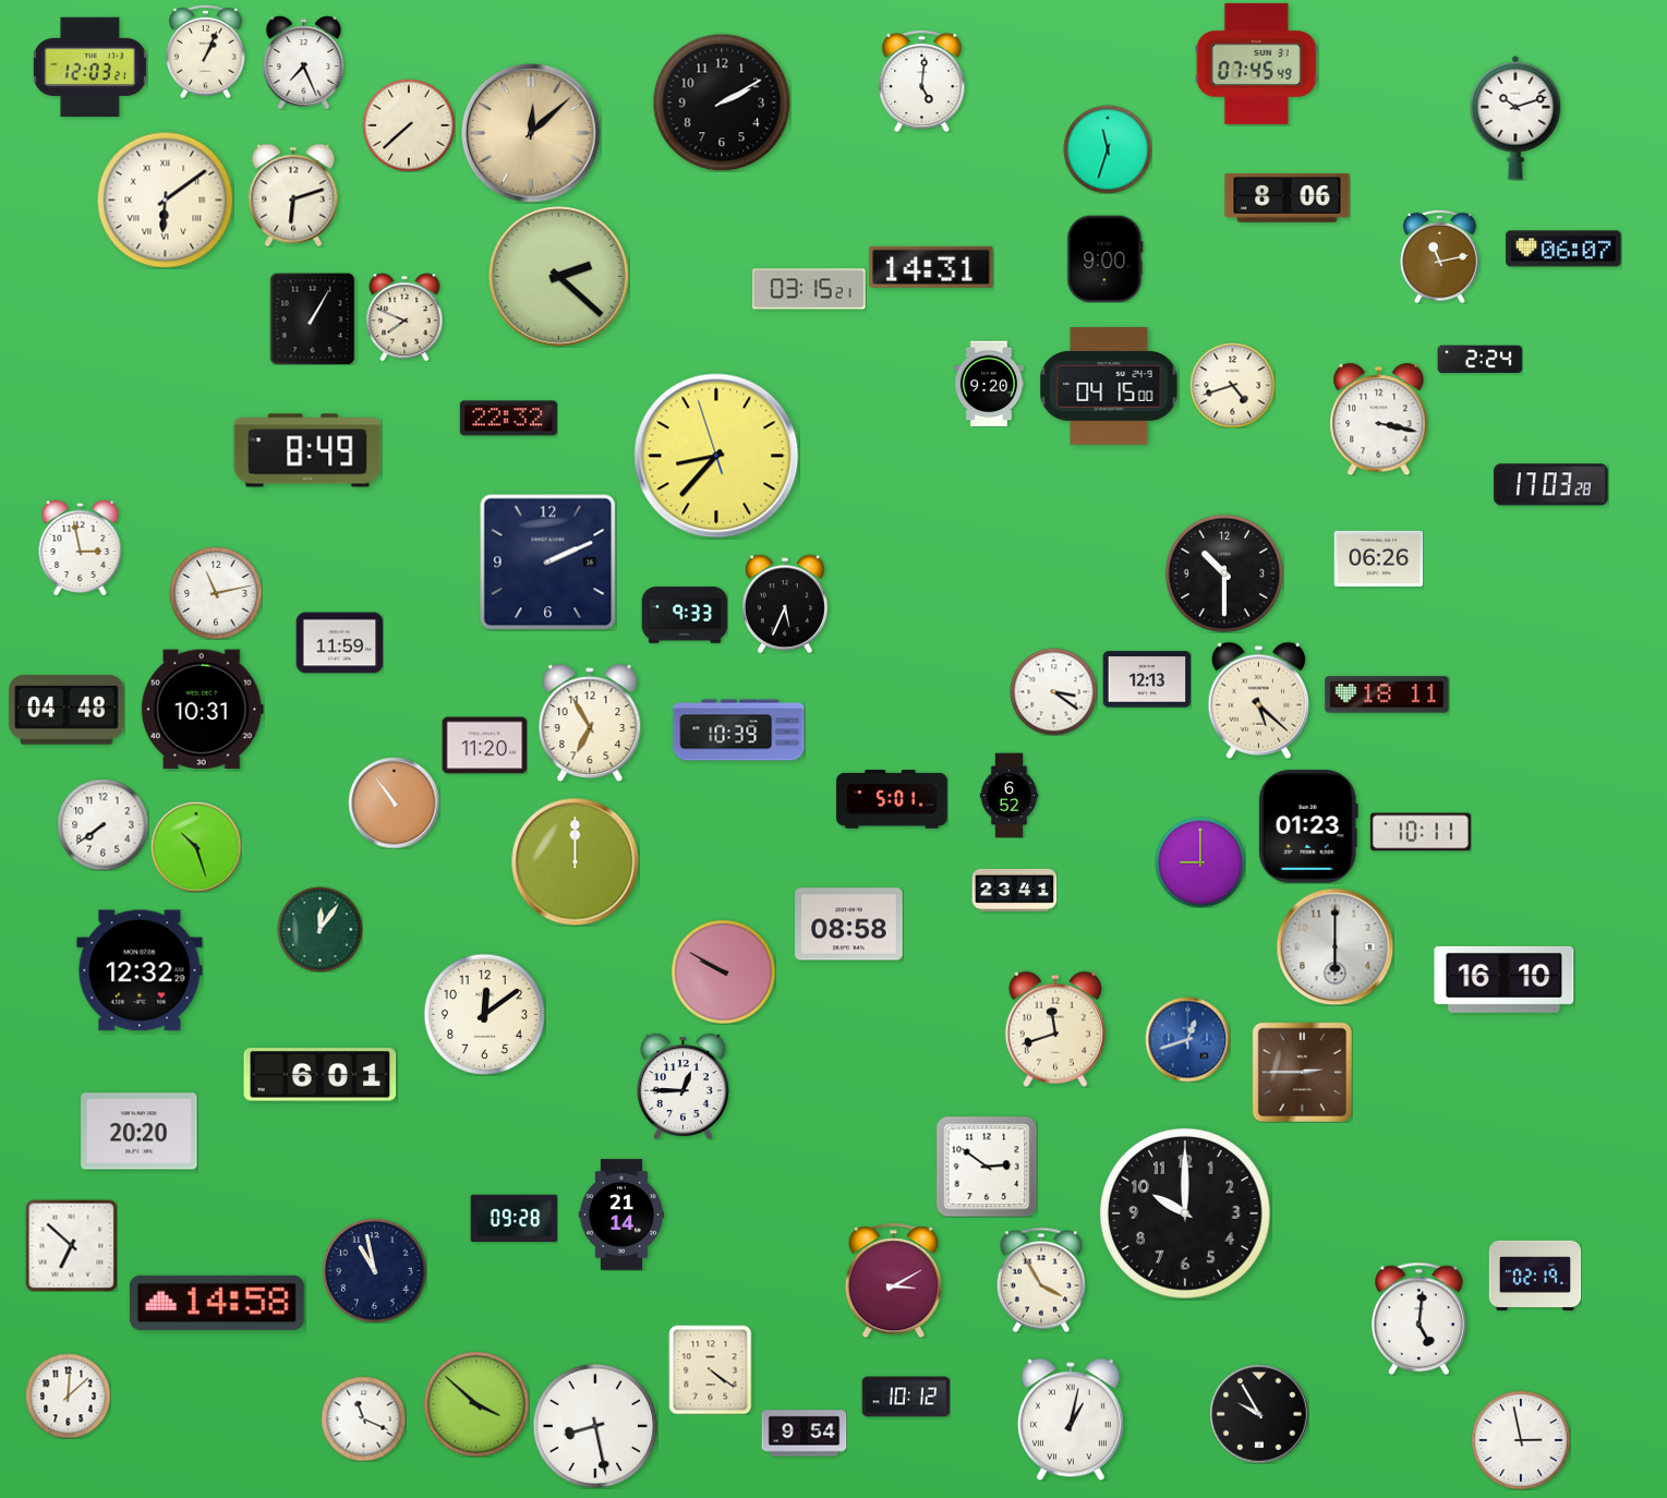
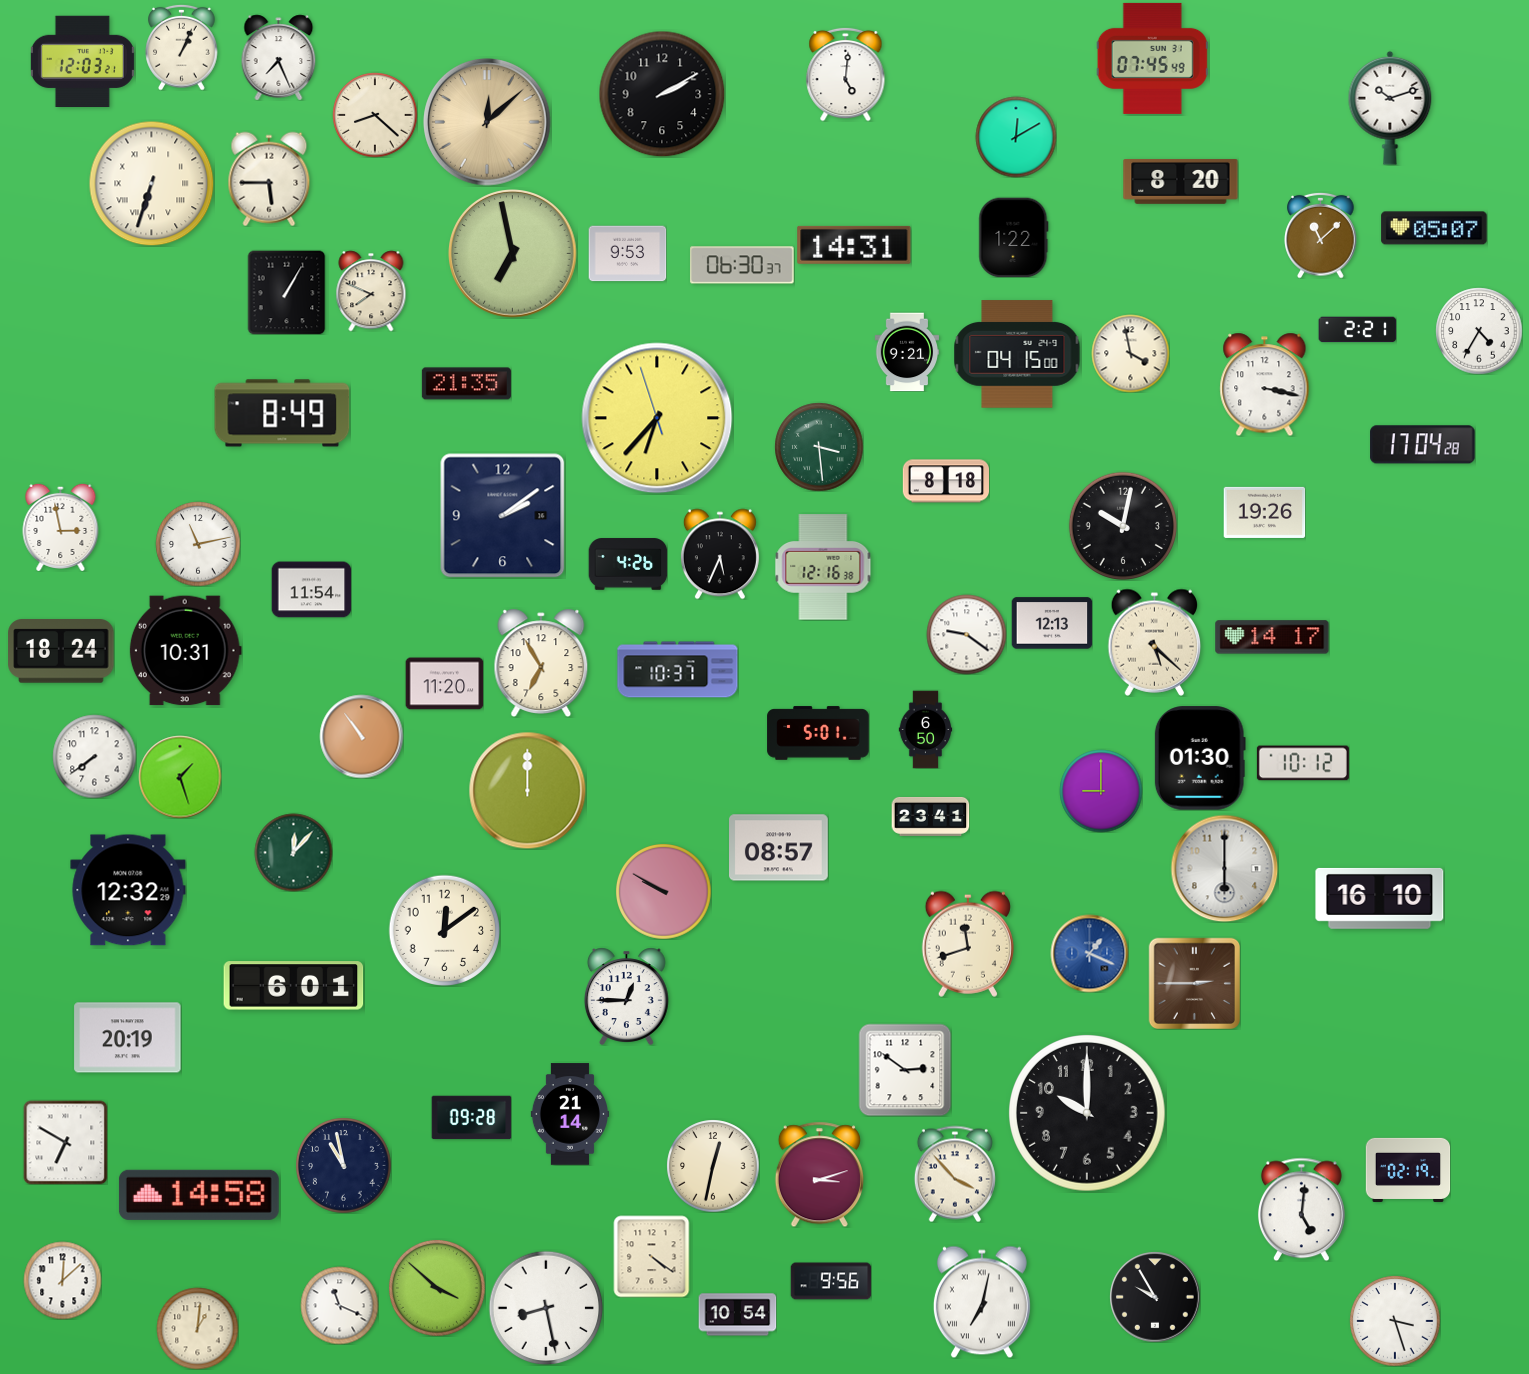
clock at (206, 51) position: (206, 51) -> (182, 47)
clock at (409, 125): 7:38 -> 8:22
clock at (1108, 149): 11:33 -> 12:10
clock at (293, 195): 6:12 -> 5:45
clock at (1288, 198): 8:06 -> 8:20
clock at (165, 200): 6:09 -> 6:33
clock at (1563, 249): 06:07 -> 05:07
clock at (1440, 256): 11:13 -> 11:08
clock at (1106, 258): 9:00 -> 1:22
clock at (559, 277): 2:22 -> 6:58
clock at (627, 254): none -> 9:53
clock at (809, 289): 03:15 -> 06:30
clock at (1479, 360): 2:24 -> 2:21
clock at (1479, 331): none -> 4:35
clock at (988, 384): 9:20 -> 9:21
clock at (1232, 385): 4:42 -> 3:58
clock at (508, 419): 22:32 -> 21:35
clock at (716, 456): 8:36 -> 6:36
clock at (1551, 485): 17:03 -> 17:04
clock at (819, 447): none -> 3:29
clock at (945, 481): none -> 8:18
clock at (81, 547) position: (81, 547) -> (61, 527)
clock at (1378, 558): 06:26 -> 19:26
clock at (547, 561): 2:11 -> 2:09
clock at (1224, 573): 10:30 -> 10:02
clock at (685, 615): 9:33 -> 4:26
clock at (823, 567): none -> 12:16
clock at (339, 643): 11:59 -> 11:54
clock at (1053, 691): 3:21 -> 9:21
clock at (1387, 694): 18:11 -> 14:17
clock at (67, 710): 04:48 -> 18:24
clock at (739, 730): 10:39 -> 10:37
clock at (1010, 795): 6:52 -> 6:50
clock at (1308, 826): 01:23 -> 01:30
clock at (1421, 832): 10:11 -> 10:12
clock at (196, 847): 10:27 -> 1:27
clock at (849, 925): 08:58 -> 08:57
clock at (319, 929): 12:06 -> 12:07
clock at (1187, 1039): 12:42 -> 1:19
clock at (140, 1132): 20:20 -> 20:19
clock at (71, 1245): 6:52 -> 6:50
clock at (713, 1166): none -> 12:32
clock at (893, 1280): 3:10 -> 3:12
clock at (1041, 1280): 3:55 -> 3:53
clock at (906, 1397): 10:12 -> 9:56
clock at (363, 1418) position: (363, 1418) -> (339, 1305)
clock at (1071, 1420): 1:02 -> 7:02
clock at (804, 1434): 9:54 -> 10:54
clock at (1521, 1440): 2:58 -> 3:27
clock at (197, 1328): none -> 1:01
